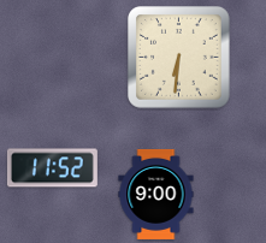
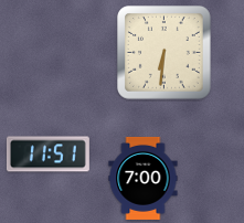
clock at (52, 168): 11:52 -> 11:51
clock at (156, 194): 9:00 -> 7:00
